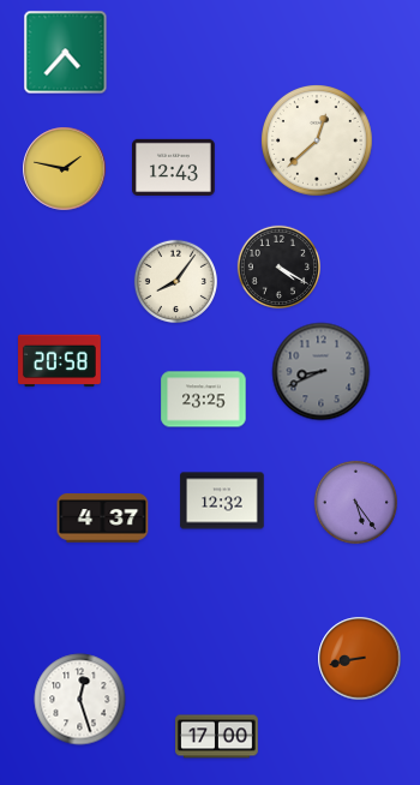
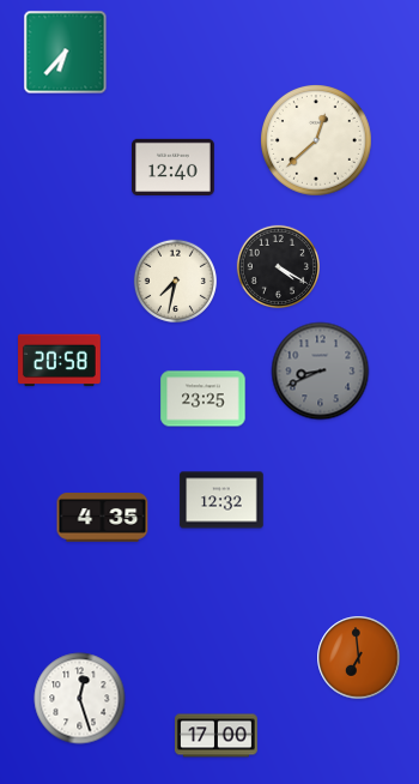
clock at (66, 53): 4:37 -> 6:37
clock at (174, 167): 12:43 -> 12:40
clock at (65, 169): 1:47 -> none
clock at (175, 281): 8:06 -> 7:32
clock at (355, 502): 5:24 -> none
clock at (103, 519): 4:37 -> 4:35
clock at (360, 659): 8:43 -> 6:59
